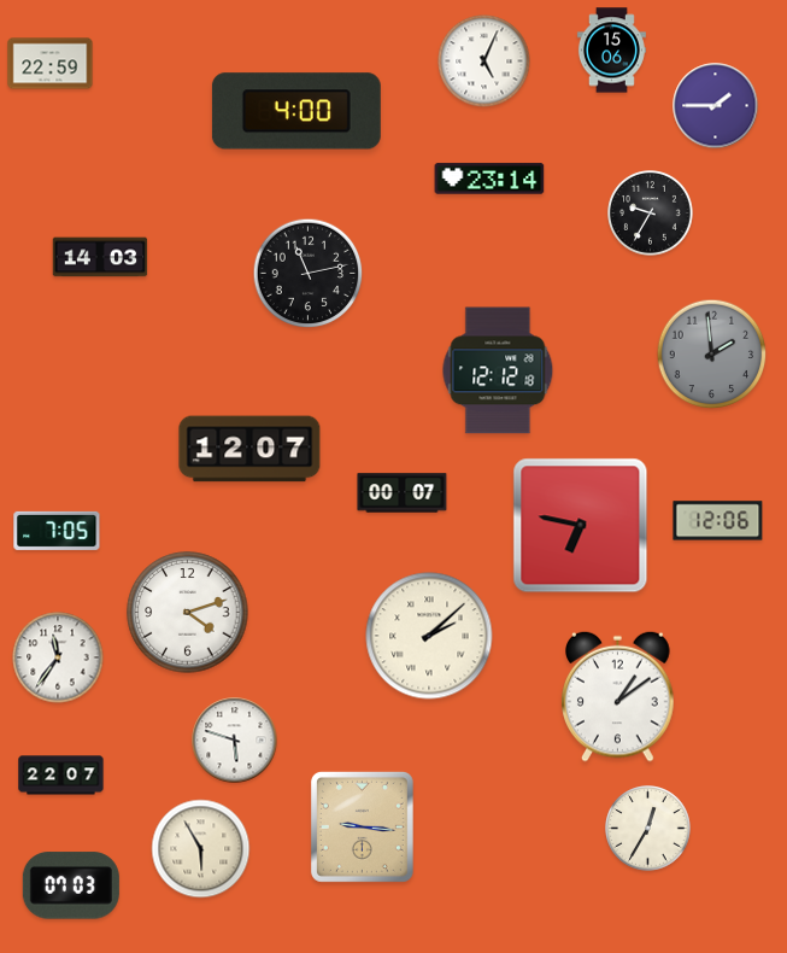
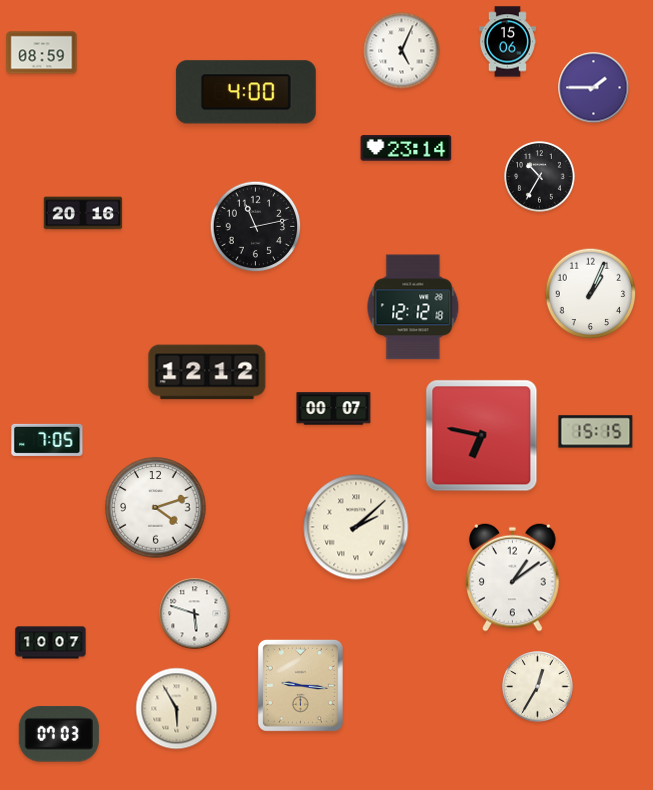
clock at (51, 64): 22:59 -> 08:59
clock at (651, 214): 9:35 -> 10:35
clock at (100, 257): 14:03 -> 20:16
clock at (712, 355): 1:59 -> 1:04
clock at (712, 355) dial: grey -> white
clock at (249, 449): 12:07 -> 12:12
clock at (718, 521): 12:06 -> 15:15
clock at (58, 657): 11:36 -> none
clock at (61, 776): 22:07 -> 10:07
clock at (201, 849) position: (201, 849) -> (177, 709)
